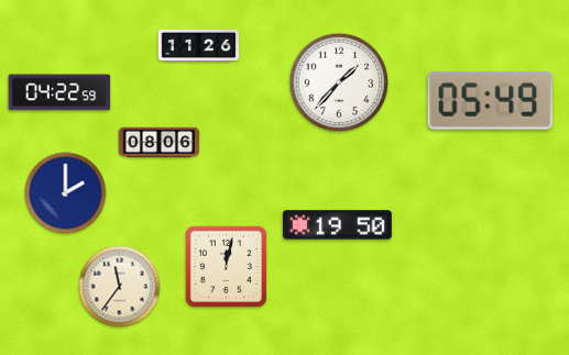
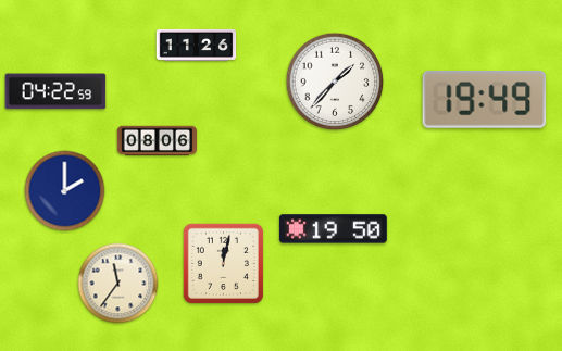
clock at (59, 92) position: (59, 92) -> (55, 91)
clock at (491, 100): 05:49 -> 19:49
clock at (337, 225) position: (337, 225) -> (333, 229)
